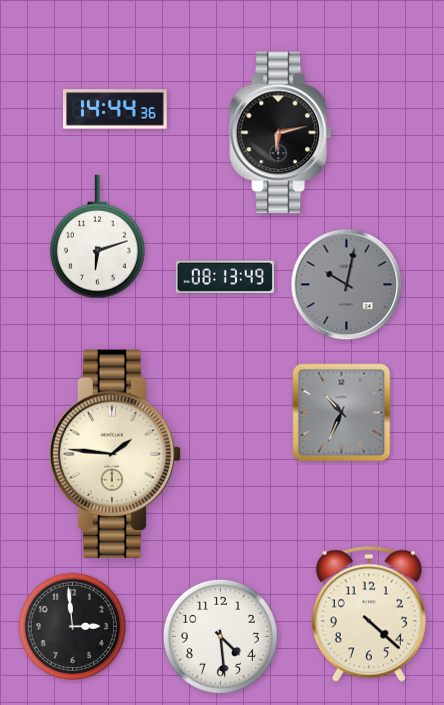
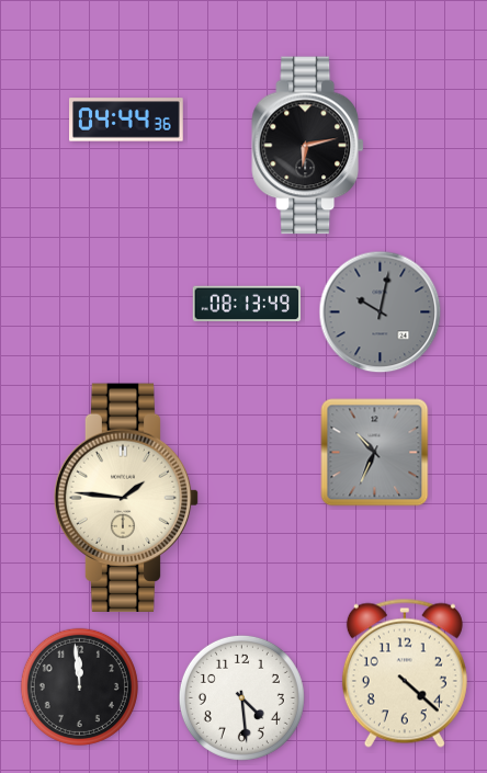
clock at (116, 109): 14:44 -> 04:44
clock at (98, 237): 6:12 -> none
clock at (72, 626): 2:59 -> 11:59
